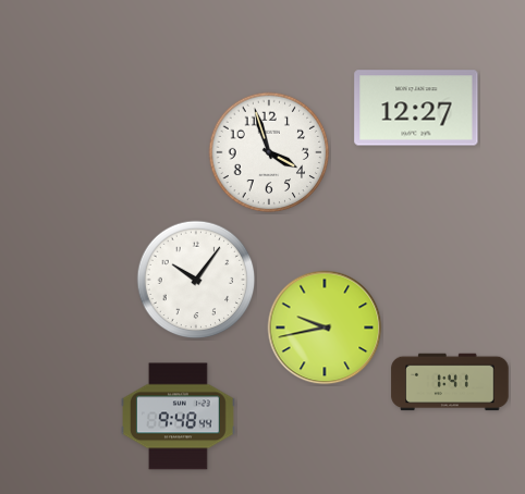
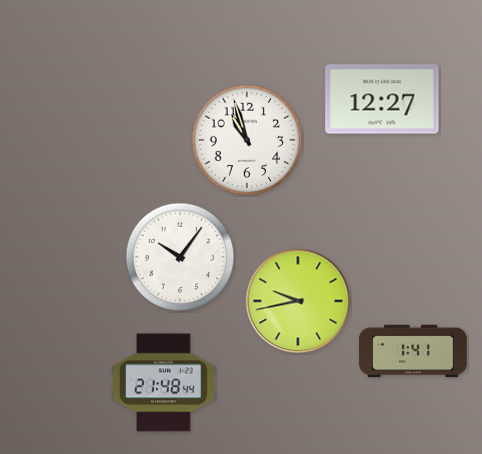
clock at (269, 152): 3:57 -> 10:57
clock at (179, 417): 9:48 -> 21:48
